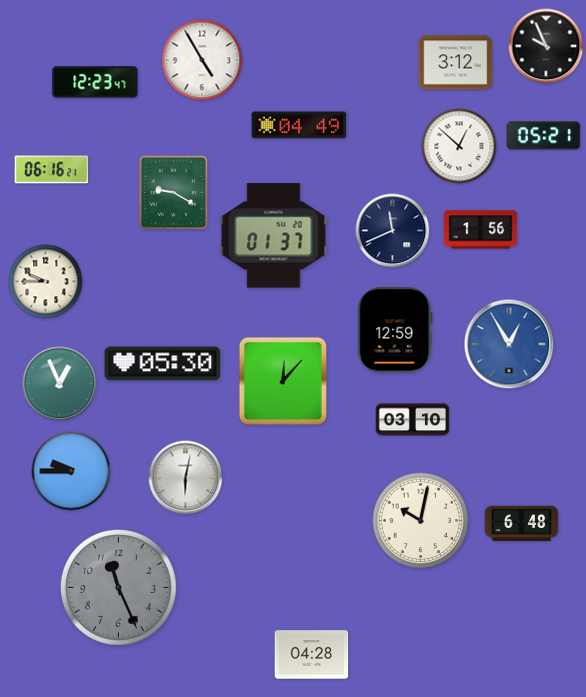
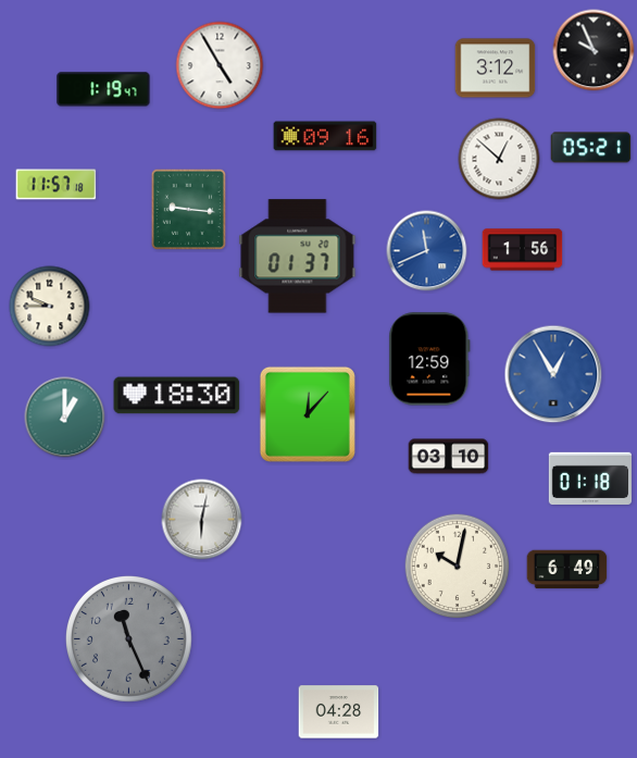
clock at (95, 82): 12:23 -> 1:19
clock at (299, 125): 04:49 -> 09:16
clock at (52, 170): 06:16 -> 11:57
clock at (173, 192): 9:20 -> 9:16
clock at (393, 231) dial: navy -> blue
clock at (163, 364): 05:30 -> 18:30
clock at (60, 384): 12:56 -> 1:00
clock at (589, 477): none -> 01:18
clock at (71, 471): 9:45 -> none
clock at (522, 524): 6:48 -> 6:49
